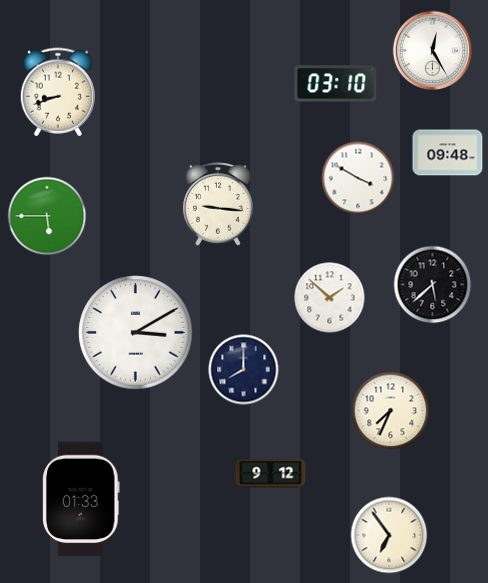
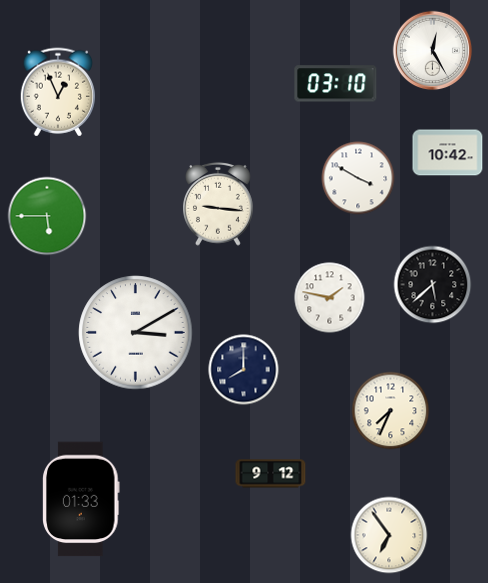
clock at (57, 92): 8:42 -> 12:56
clock at (448, 153): 09:48 -> 10:42
clock at (330, 298): 1:52 -> 1:47
